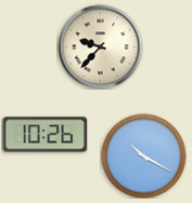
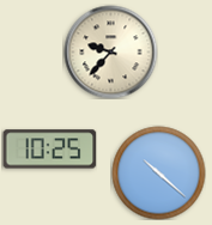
clock at (44, 135): 10:26 -> 10:25
clock at (143, 155): 10:20 -> 10:22
